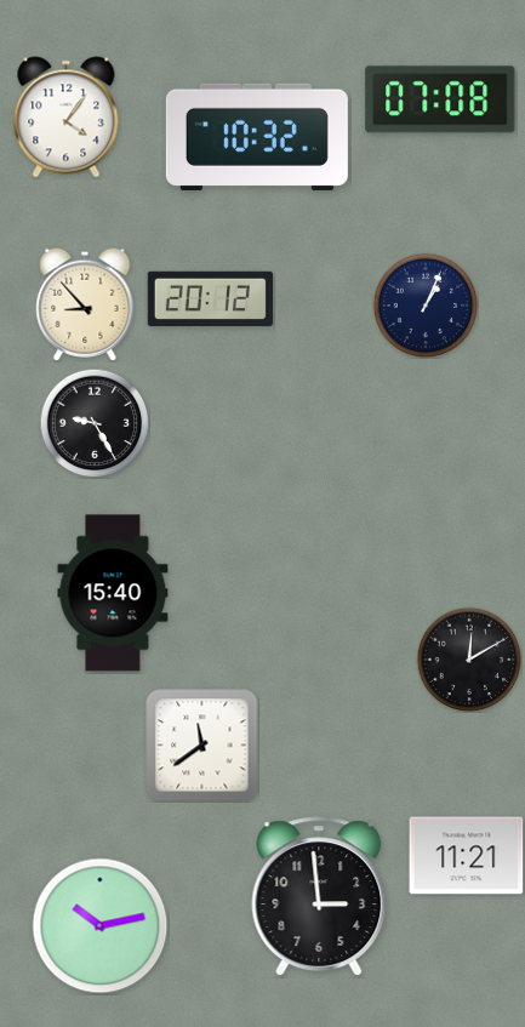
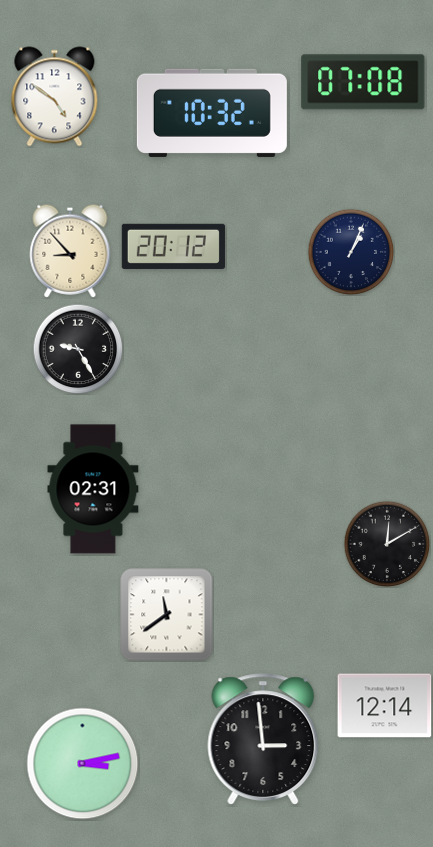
clock at (67, 118): 4:06 -> 4:51
clock at (113, 593): 15:40 -> 02:31
clock at (467, 856): 11:21 -> 12:14
clock at (101, 926): 10:13 -> 3:13
